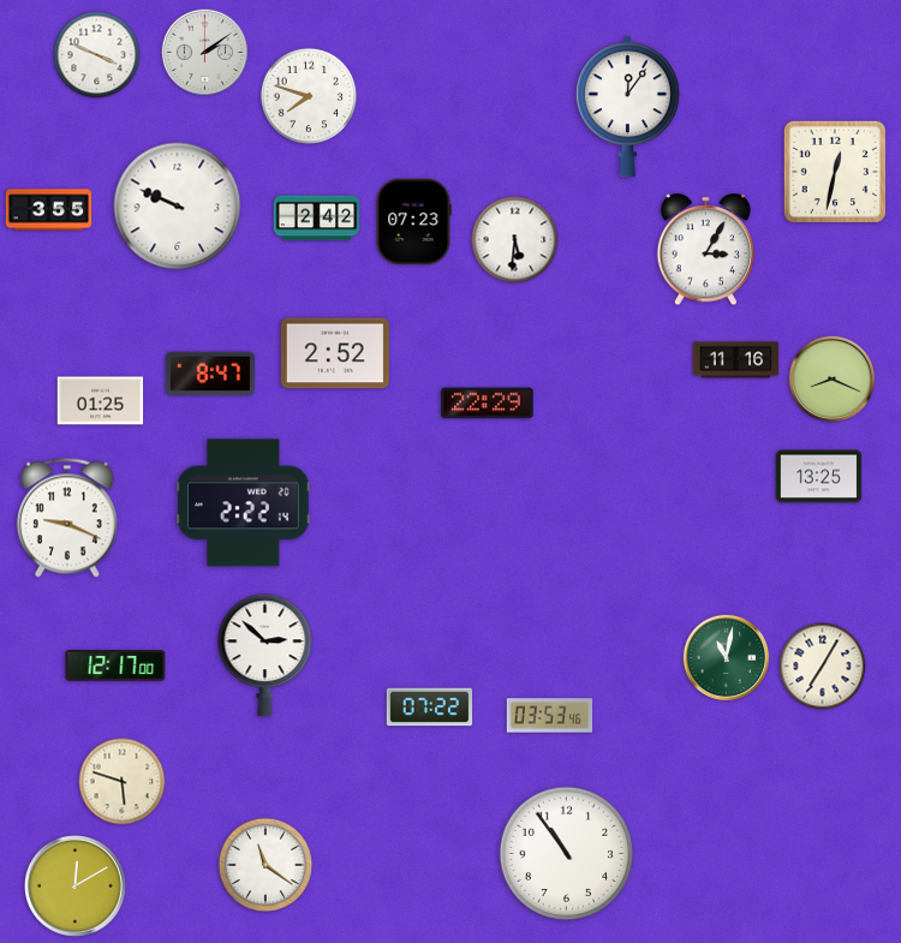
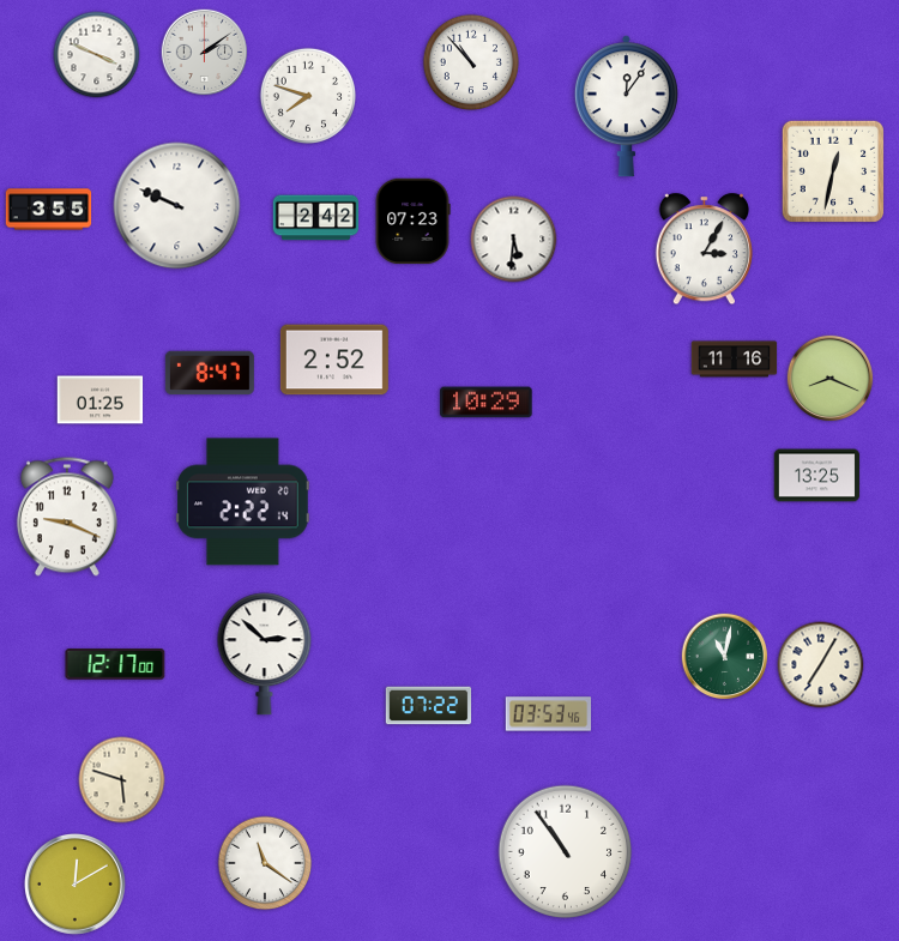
clock at (470, 61): none -> 10:53
clock at (335, 353) position: (335, 353) -> (334, 360)
clock at (488, 404): 22:29 -> 10:29
